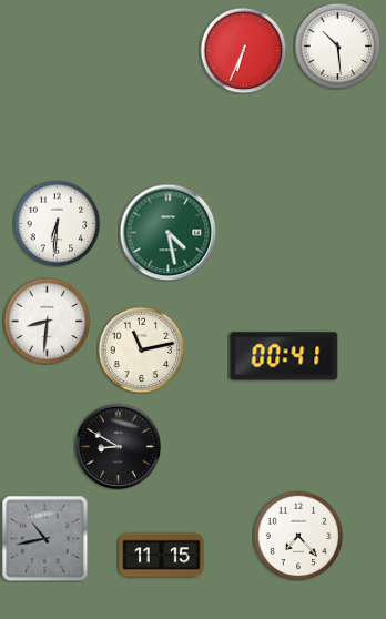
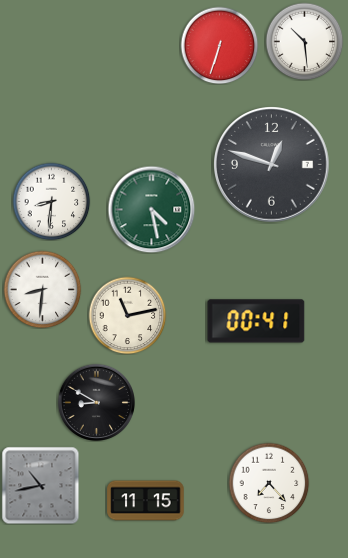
clock at (243, 50): 6:34 -> 6:33
clock at (272, 165): none -> 12:48
clock at (57, 223): 6:31 -> 8:31
clock at (118, 446) position: (118, 446) -> (96, 402)
